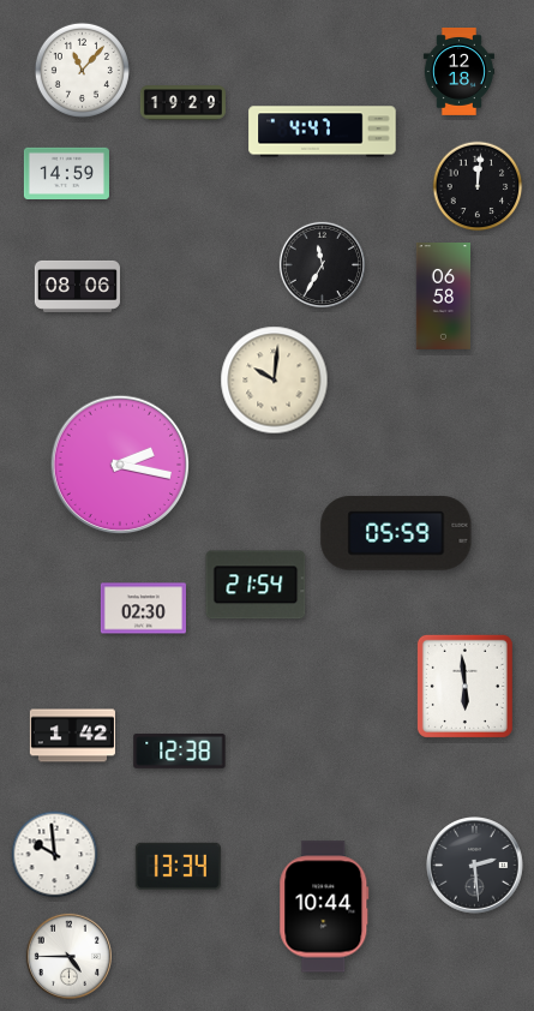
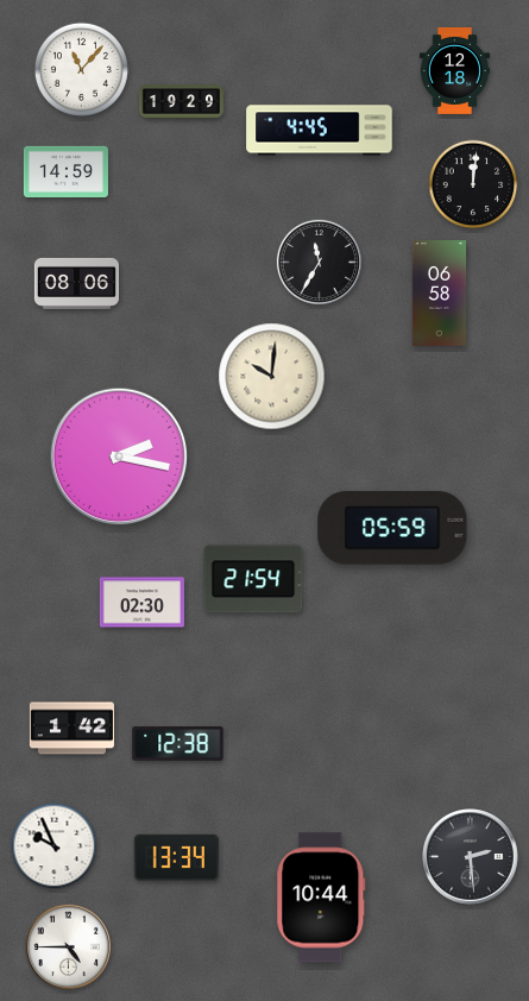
clock at (323, 132): 4:47 -> 4:45
clock at (120, 465) position: (120, 465) -> (119, 457)
clock at (464, 686): 5:59 -> none
clock at (55, 855): 9:59 -> 9:56
